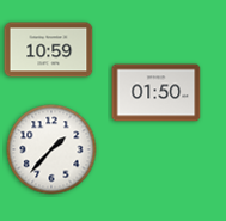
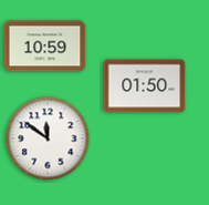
clock at (51, 149): 1:37 -> 11:51
